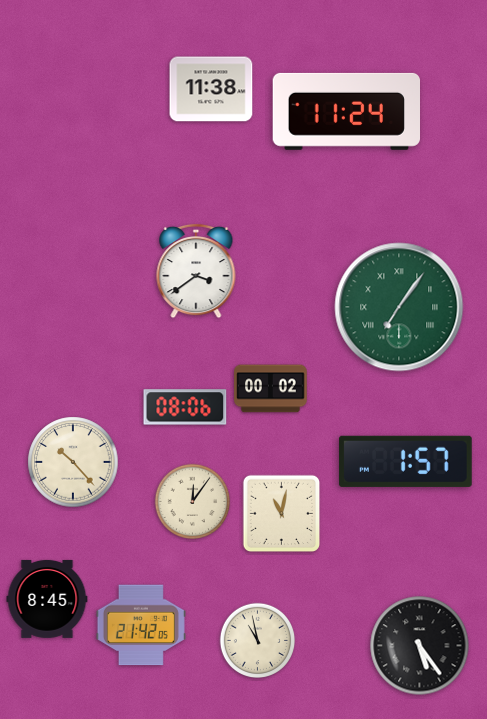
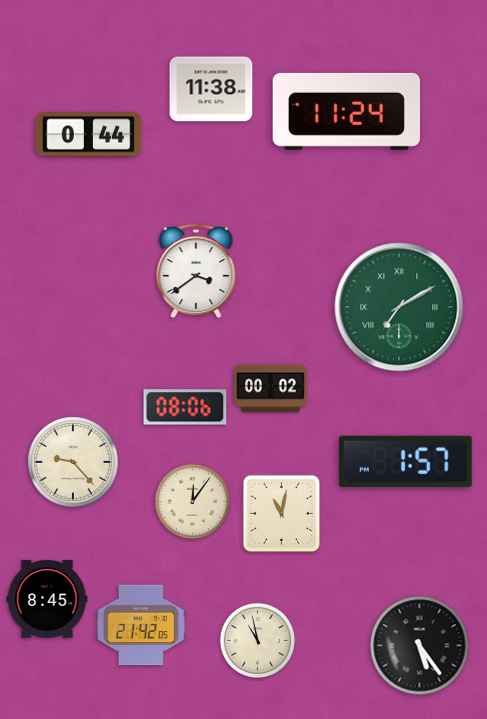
clock at (89, 135): none -> 0:44
clock at (399, 307): 7:06 -> 7:10
clock at (73, 462): 10:23 -> 9:23
